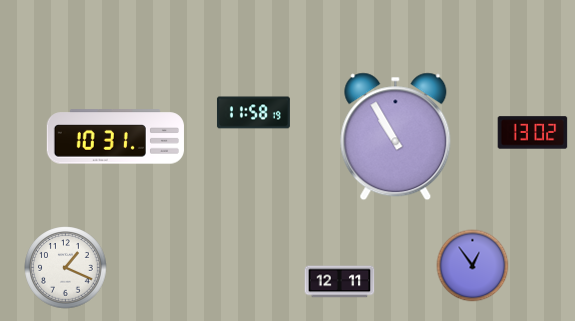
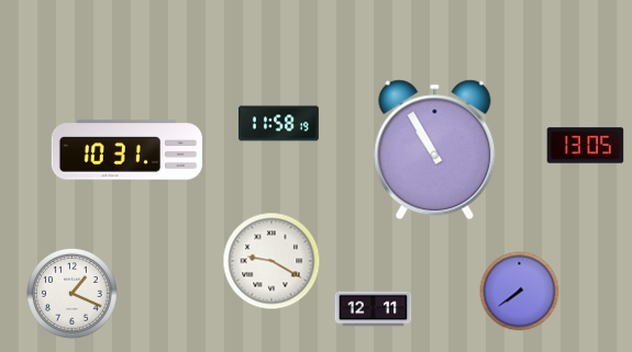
clock at (533, 133): 13:02 -> 13:05
clock at (271, 261): none -> 9:20
clock at (473, 266): 12:54 -> 7:39
